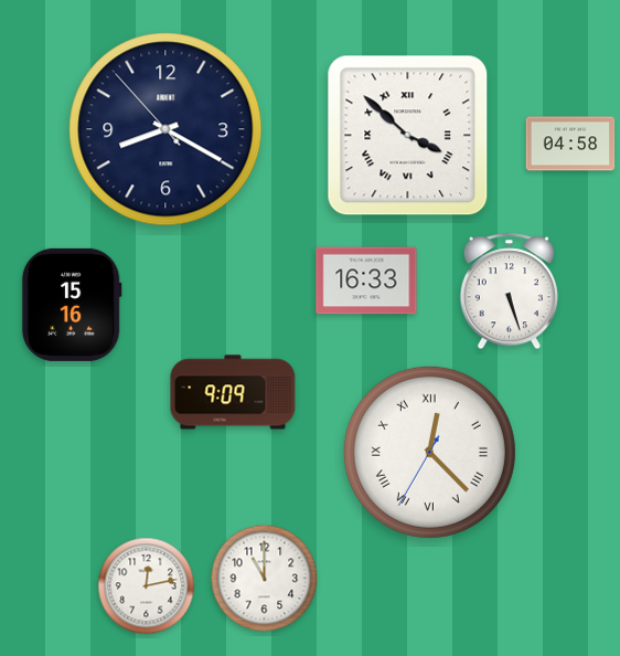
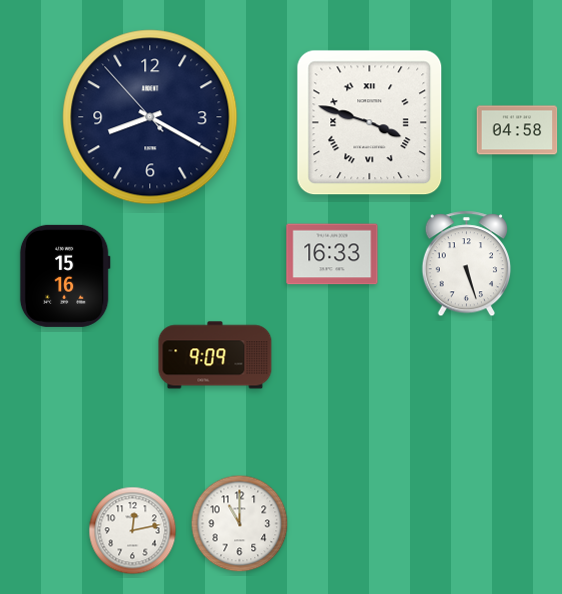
clock at (408, 136): 3:52 -> 3:48
clock at (509, 292) position: (509, 292) -> (466, 264)
clock at (233, 392) position: (233, 392) -> (215, 355)
clock at (429, 452): 12:22 -> none
